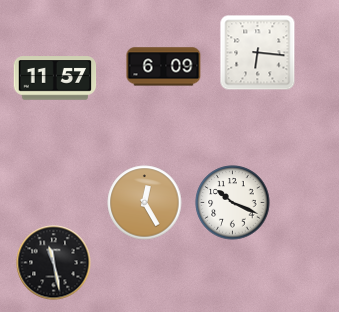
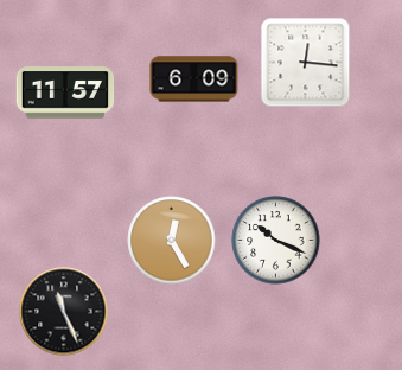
clock at (258, 53): 6:16 -> 12:16
clock at (54, 263): 11:28 -> 11:26
